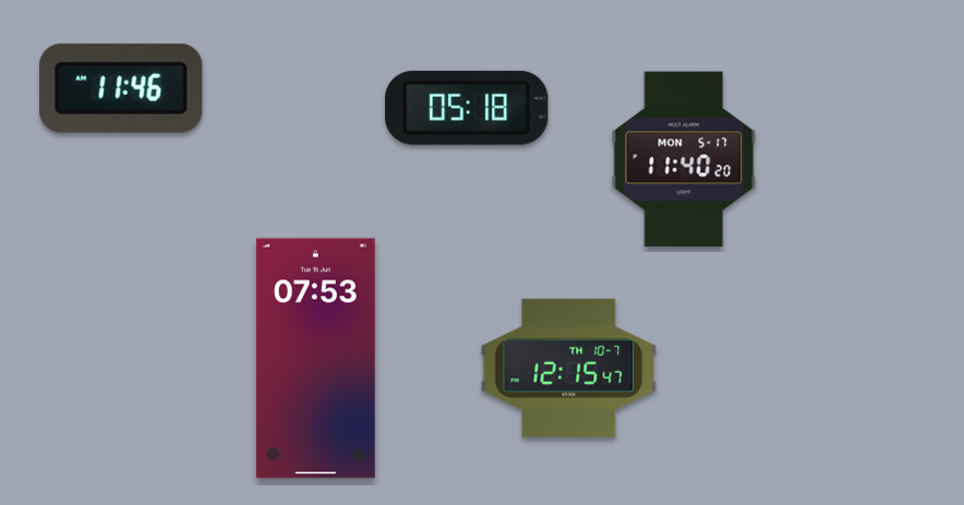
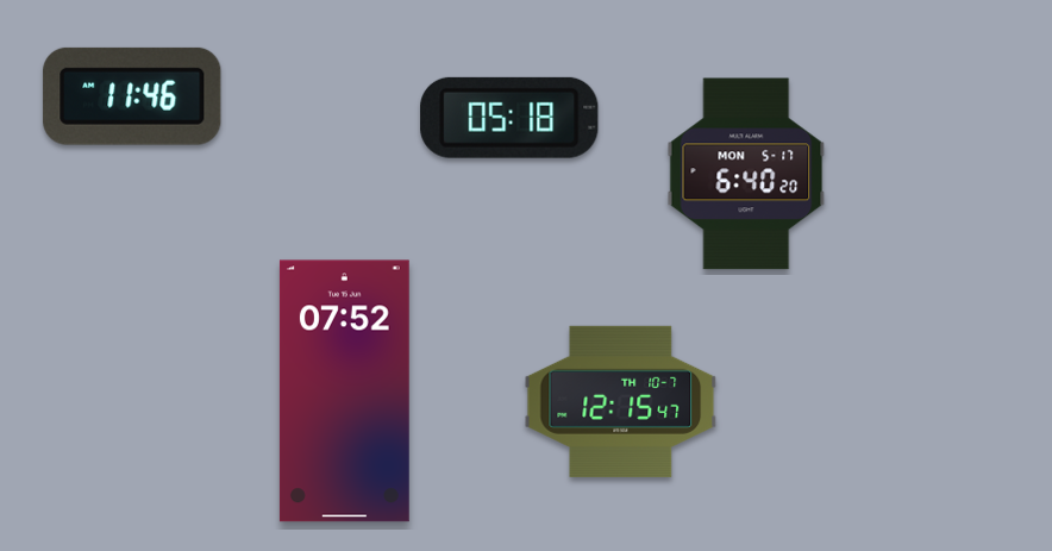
clock at (684, 159): 11:40 -> 6:40
clock at (315, 359): 07:53 -> 07:52
